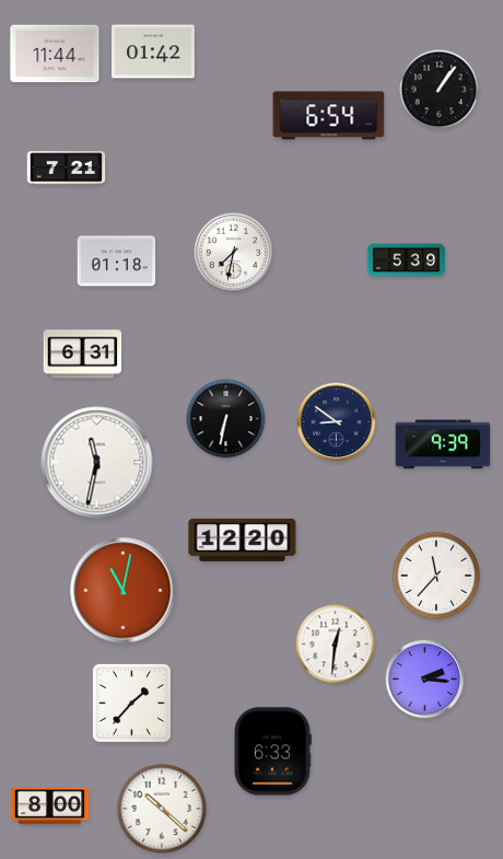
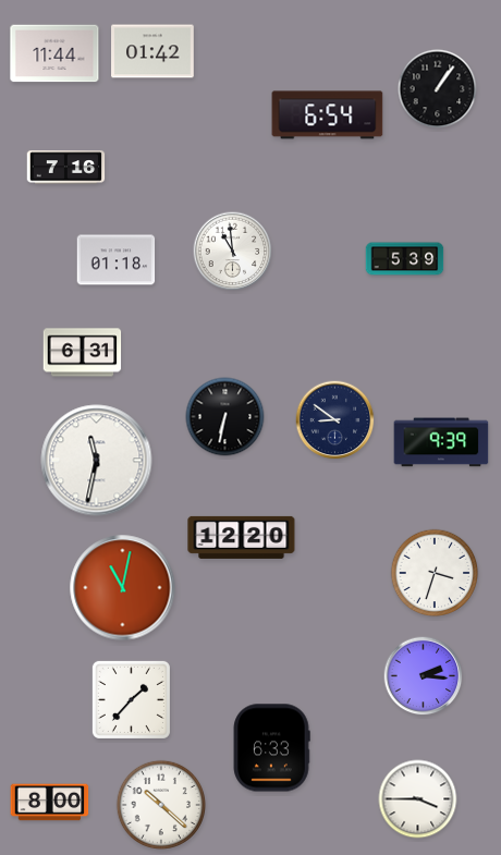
clock at (67, 169): 7:21 -> 7:16
clock at (234, 253): 7:32 -> 10:59
clock at (436, 576): 11:37 -> 3:33
clock at (336, 645): 12:31 -> none
clock at (418, 799): none -> 3:45
